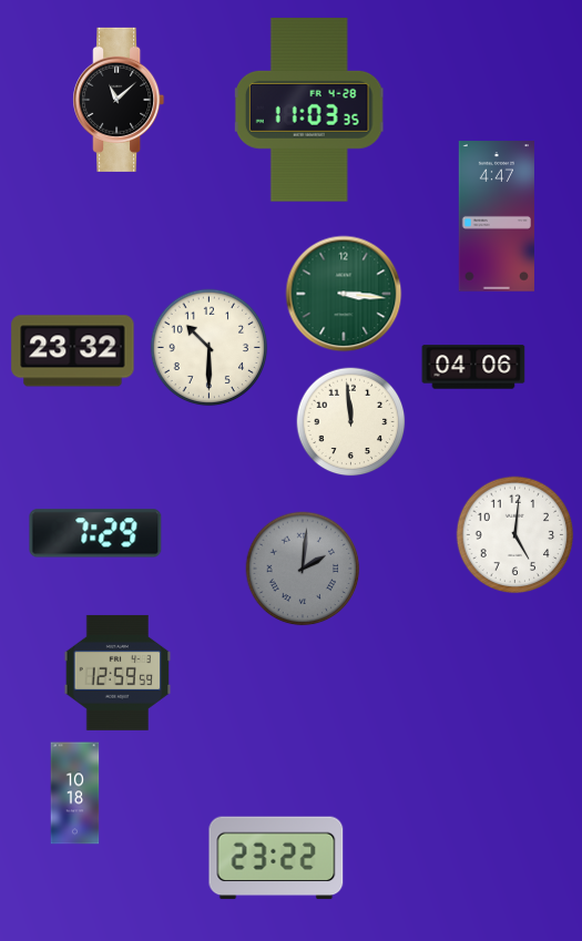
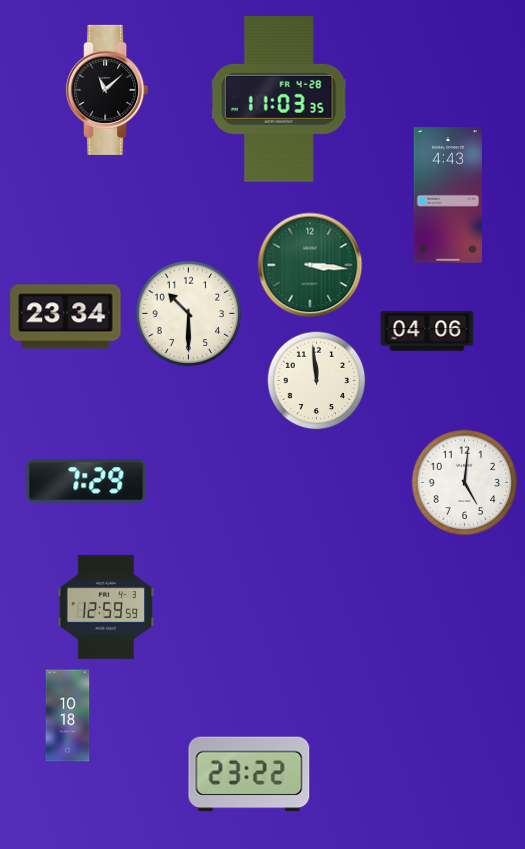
clock at (497, 216): 4:47 -> 4:43
clock at (73, 351): 23:32 -> 23:34
clock at (303, 569): 2:01 -> none
